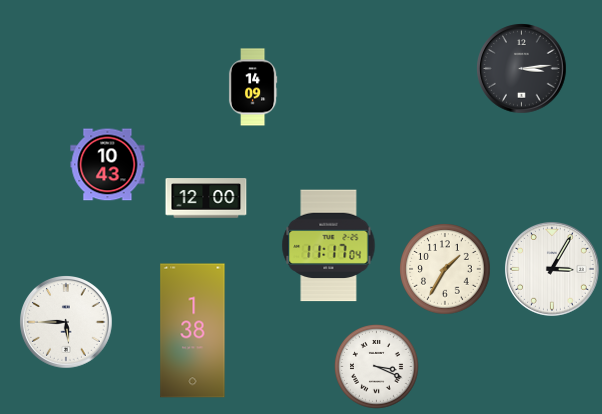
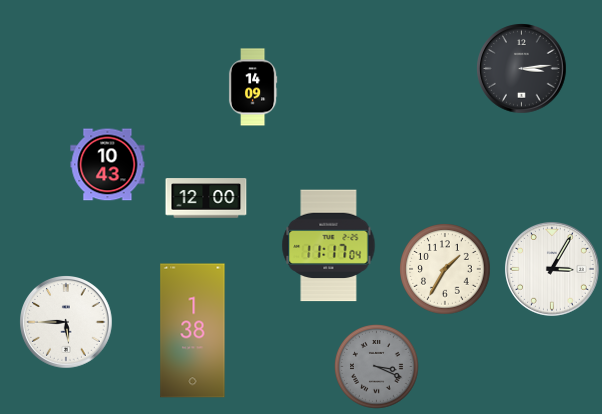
clock at (377, 367) dial: white -> grey
